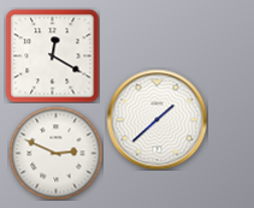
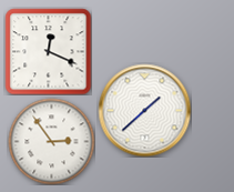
clock at (52, 55): 12:20 -> 12:19
clock at (55, 153): 2:49 -> 2:54
